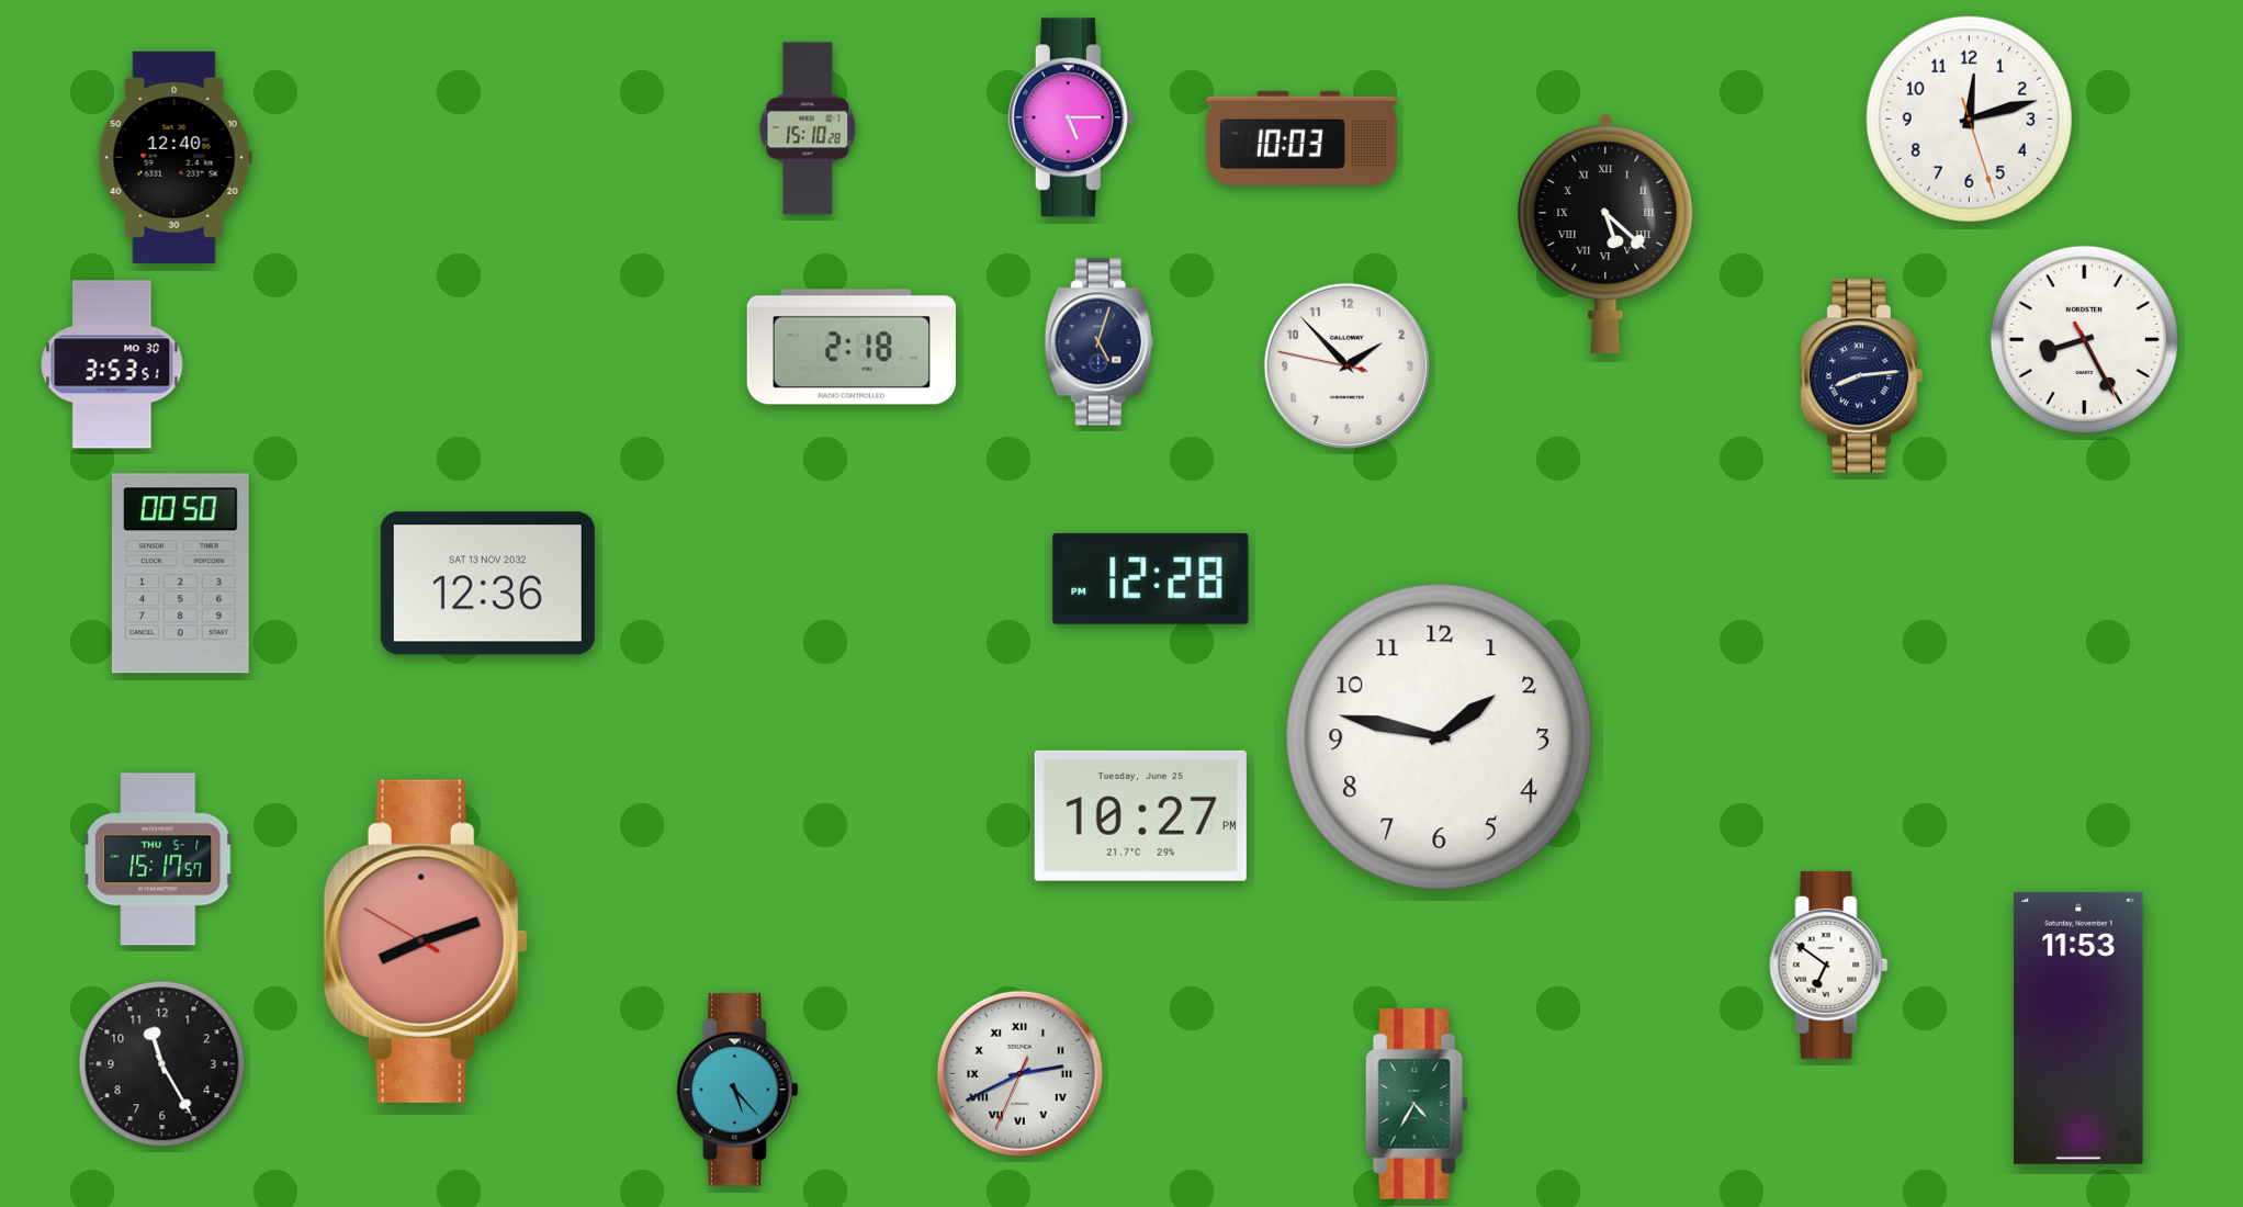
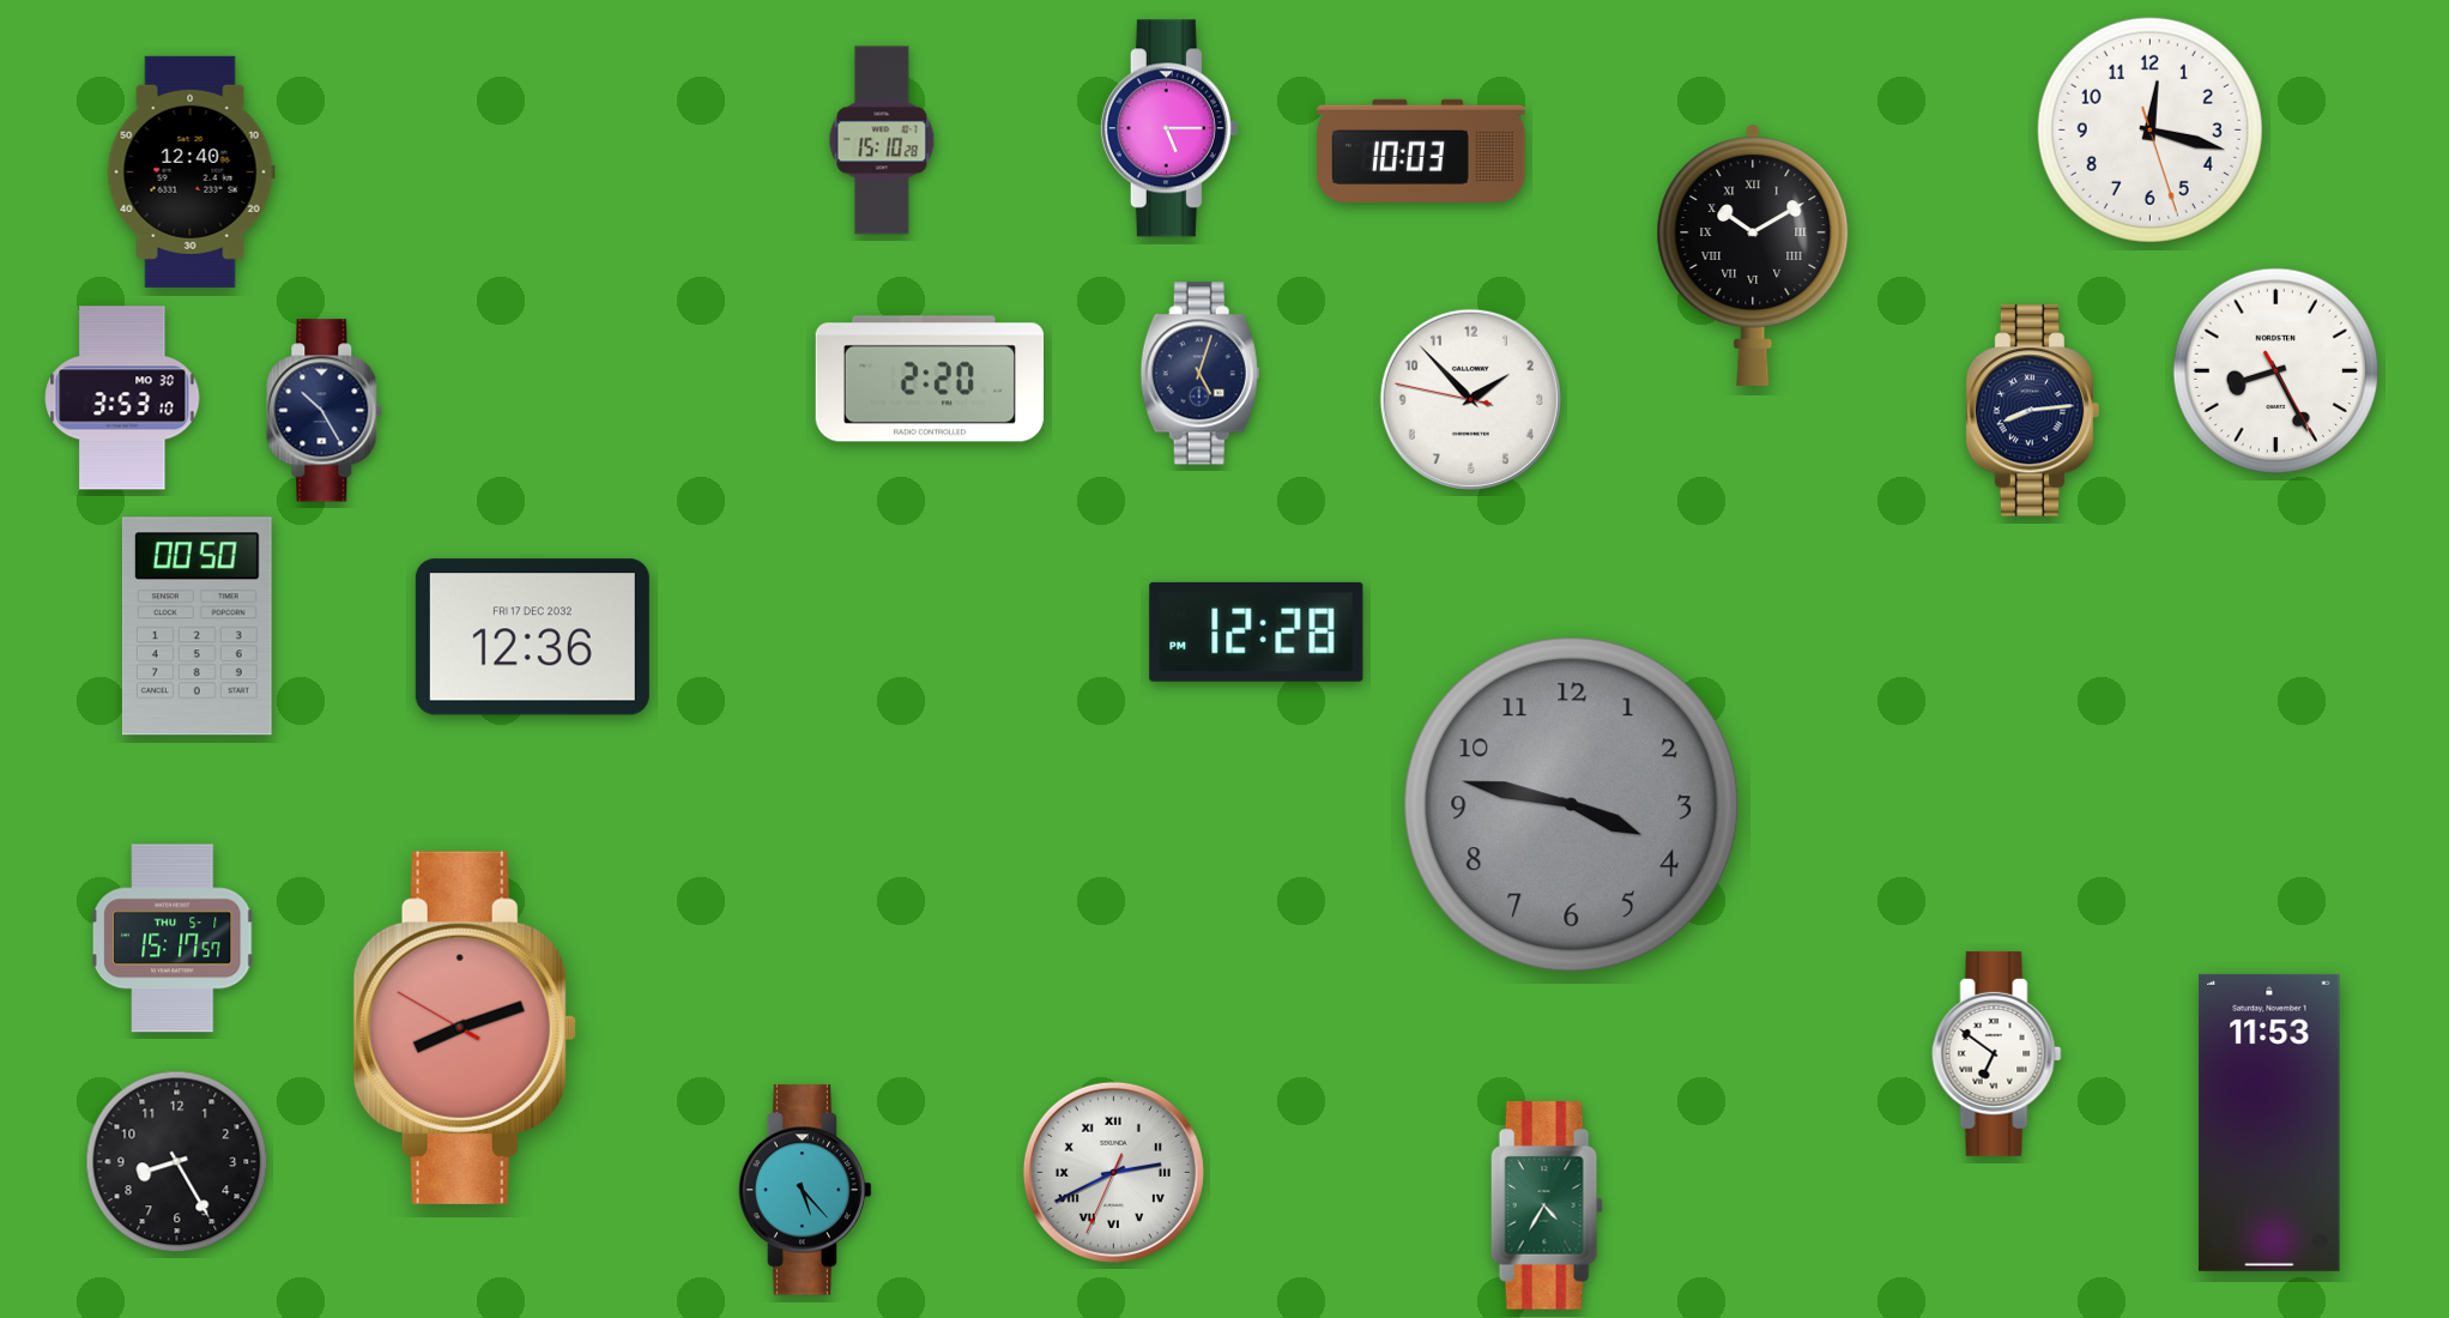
clock at (1969, 119): 12:12 -> 12:17
clock at (1605, 234): 5:22 -> 10:10
clock at (850, 347): 2:18 -> 2:20
clock at (112, 364): 3:53:51 -> 3:53:10
clock at (325, 411): none -> 10:25
clock at (487, 584) date: SAT 13 NOV 2032 -> FRI 17 DEC 2032
clock at (1440, 737): 1:47 -> 3:47
clock at (1440, 737) dial: white -> grey
clock at (1140, 815): 10:27 -> none
clock at (162, 1064): 11:25 -> 8:25
